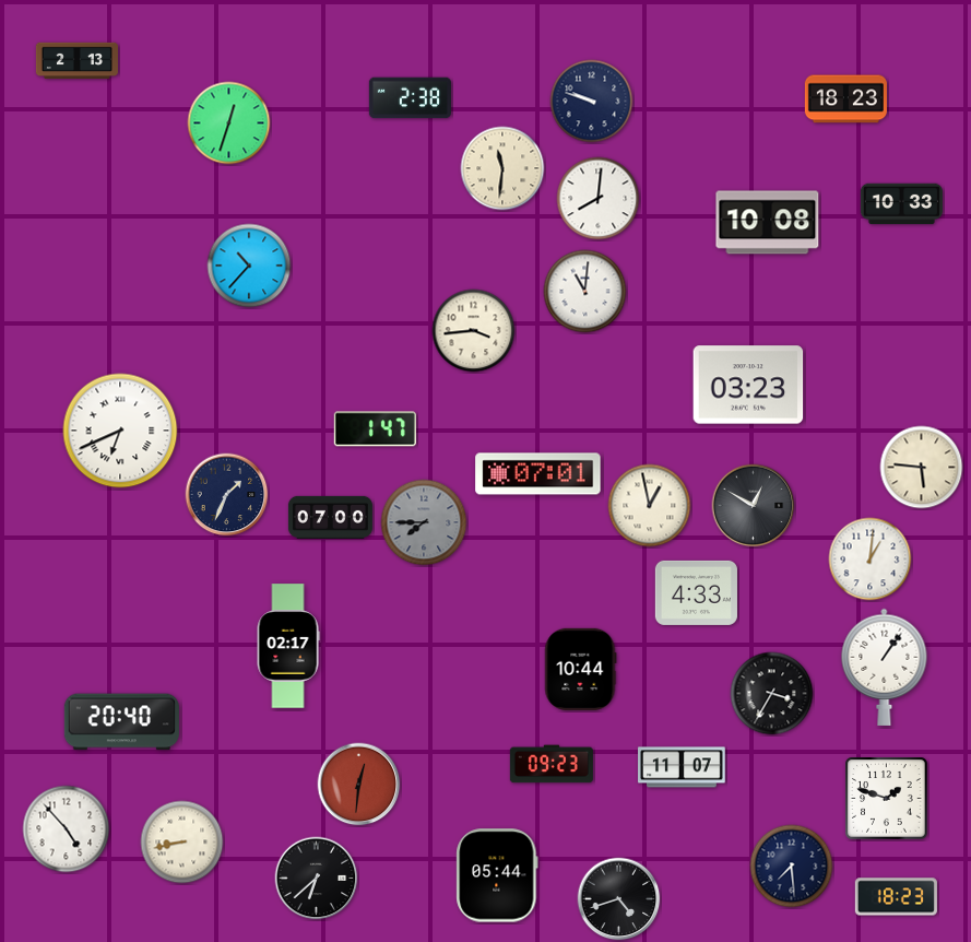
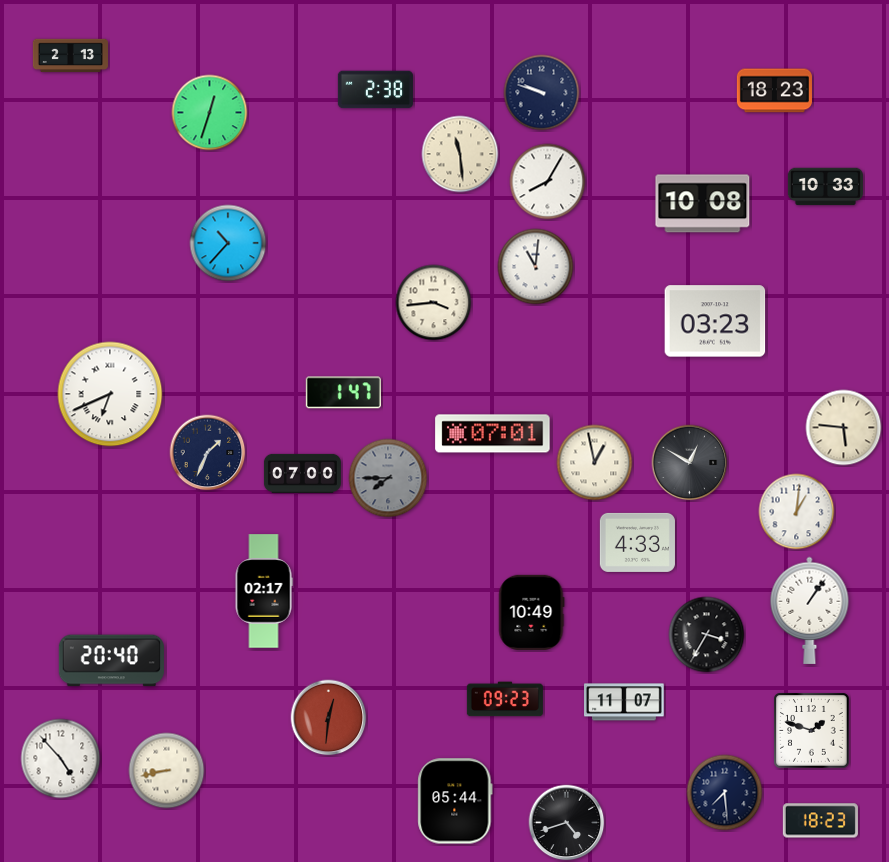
clock at (502, 168): 11:31 -> 11:29
clock at (599, 199): 8:01 -> 8:05
clock at (748, 385) position: (748, 385) -> (715, 321)
clock at (581, 669): 10:44 -> 10:49
clock at (317, 879): 6:38 -> none
